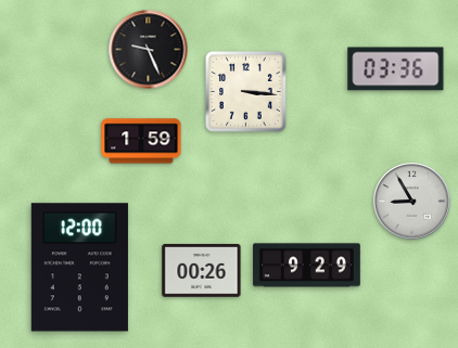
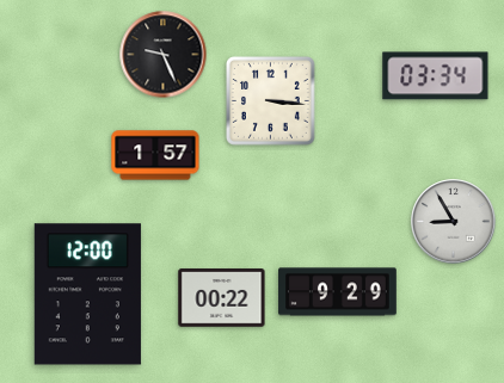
clock at (396, 69): 03:36 -> 03:34
clock at (141, 141): 1:59 -> 1:57
clock at (202, 271): 00:26 -> 00:22
